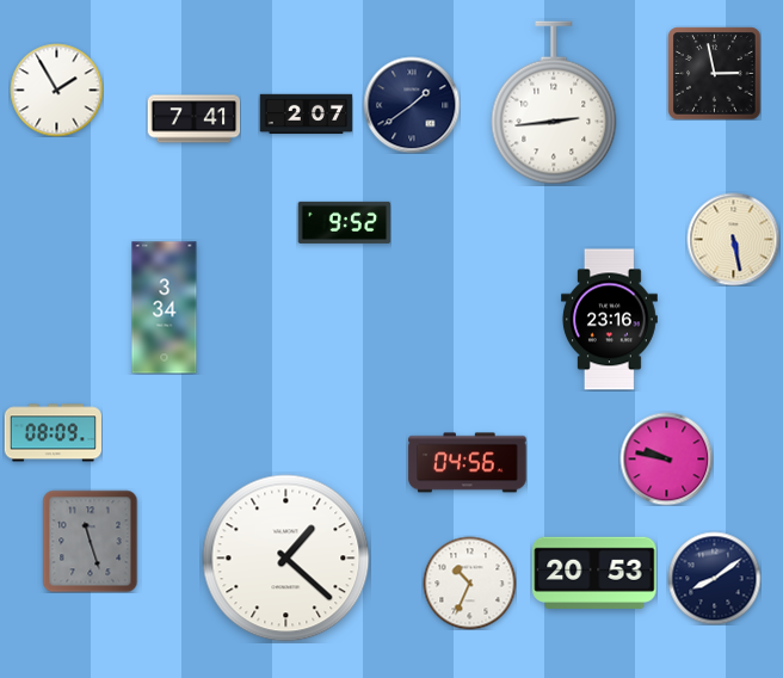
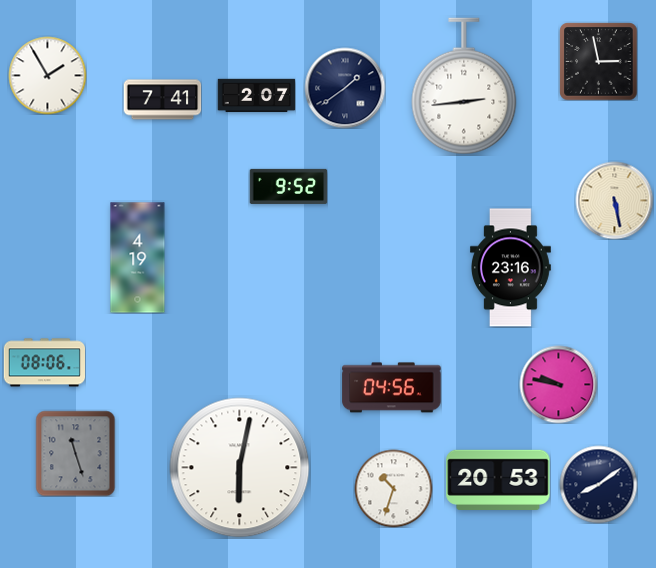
clock at (165, 308): 3:34 -> 4:19
clock at (53, 433): 08:09 -> 08:06
clock at (286, 559): 1:22 -> 6:02
clock at (469, 583): 10:34 -> 10:33
